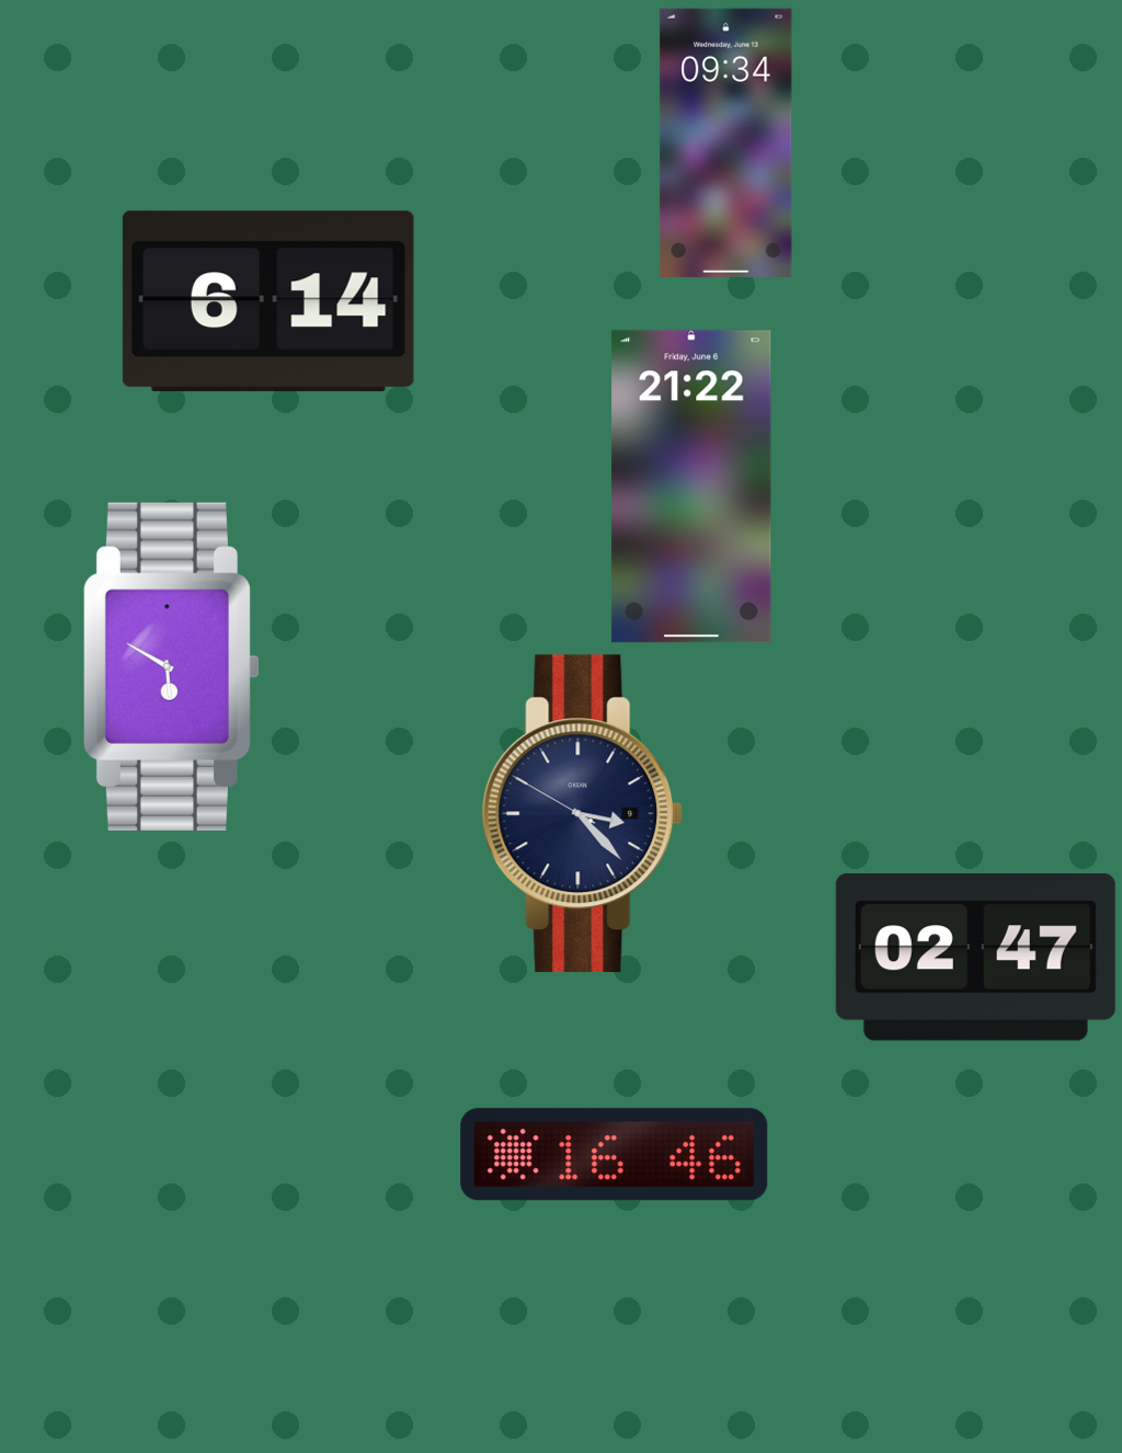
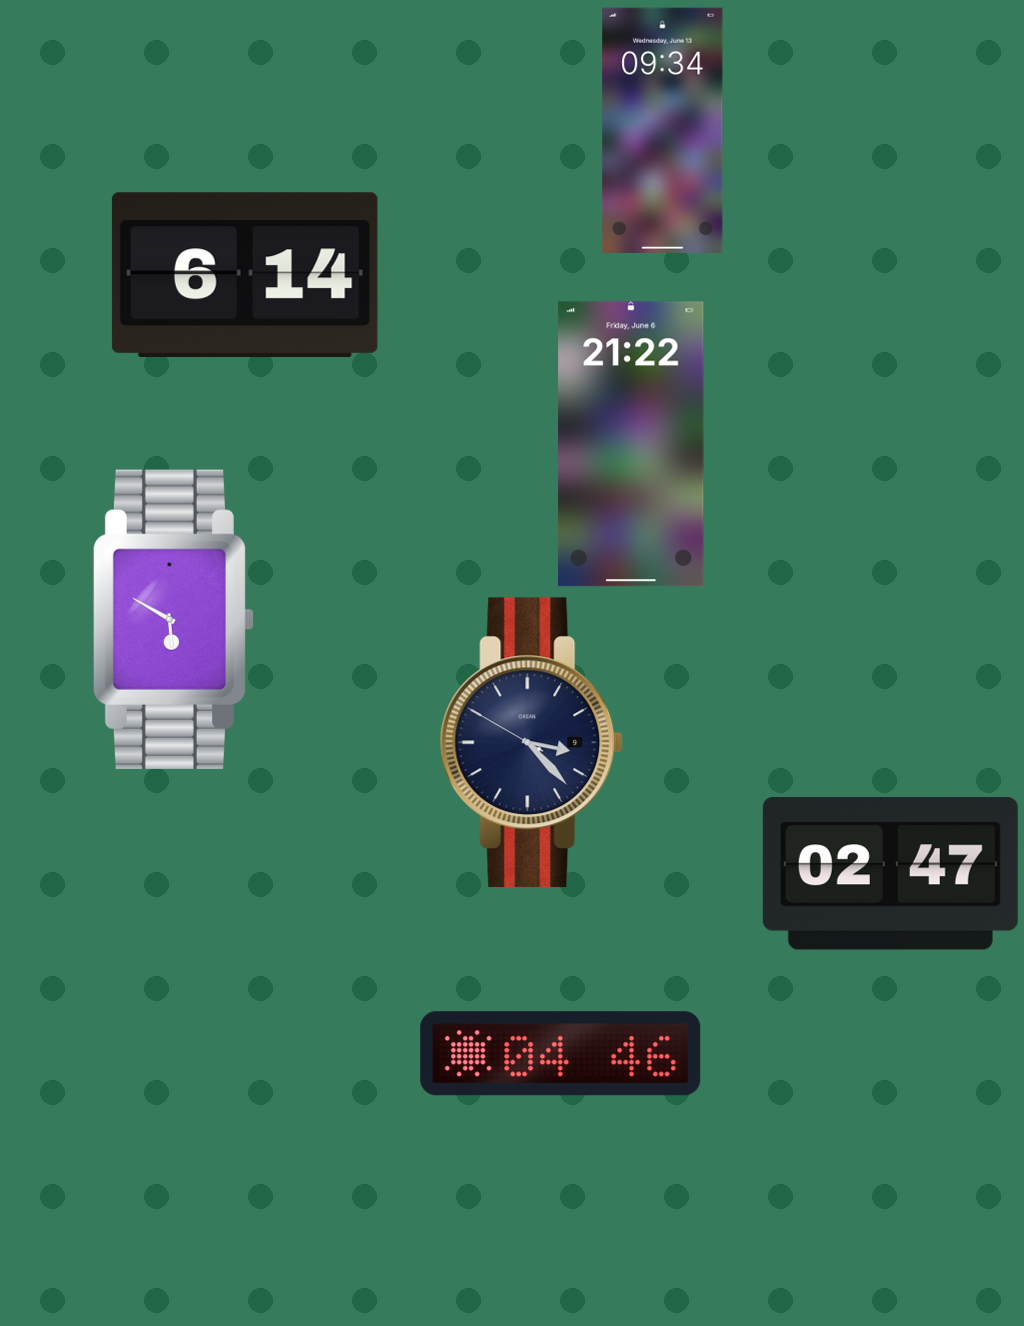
clock at (171, 666) position: (171, 666) -> (173, 619)
clock at (615, 1155): 16:46 -> 04:46
